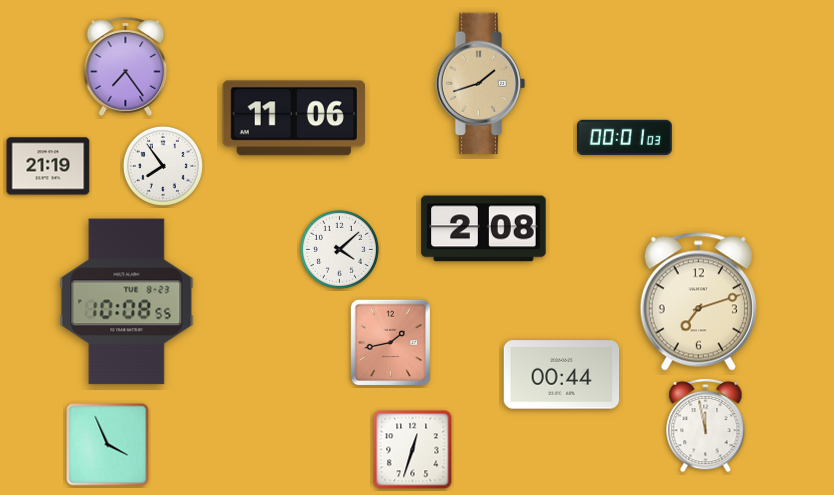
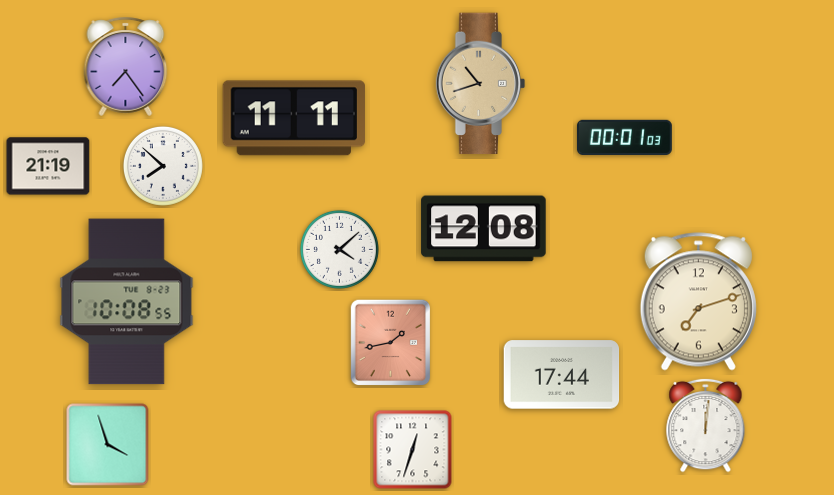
clock at (481, 84): 1:42 -> 10:42
clock at (294, 118): 11:06 -> 11:11
clock at (163, 166): 7:54 -> 7:52
clock at (484, 229): 2:08 -> 12:08
clock at (562, 375): 00:44 -> 17:44
clock at (706, 425): 11:58 -> 12:01
clock at (108, 445): 3:56 -> 3:57
